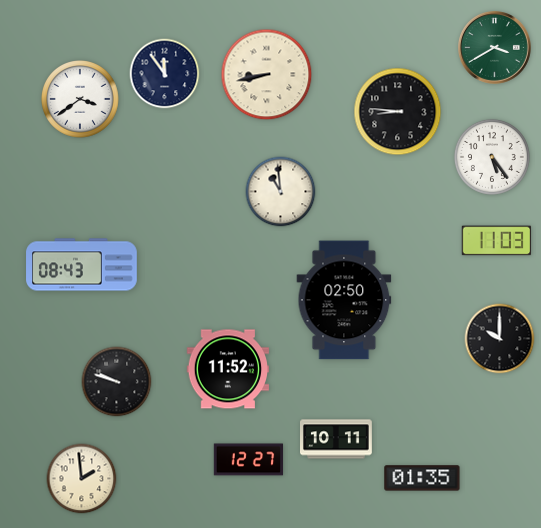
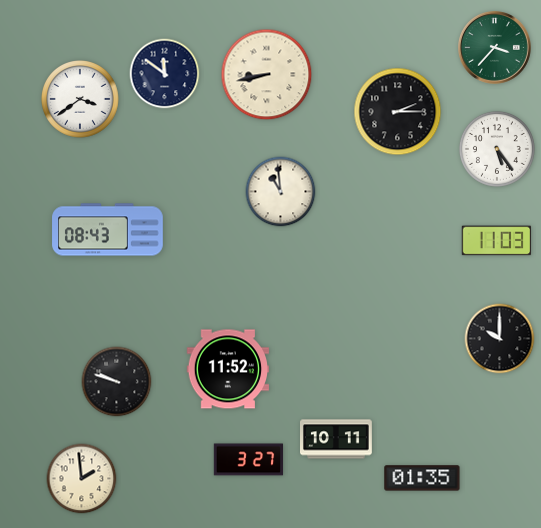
clock at (495, 48): 3:40 -> 3:37
clock at (165, 74): 11:54 -> 11:51
clock at (398, 112): 8:46 -> 2:15
clock at (492, 157) position: (492, 157) -> (497, 149)
clock at (82, 265) position: (82, 265) -> (108, 230)
clock at (344, 300): 02:50 -> none
clock at (249, 460): 12:27 -> 3:27
